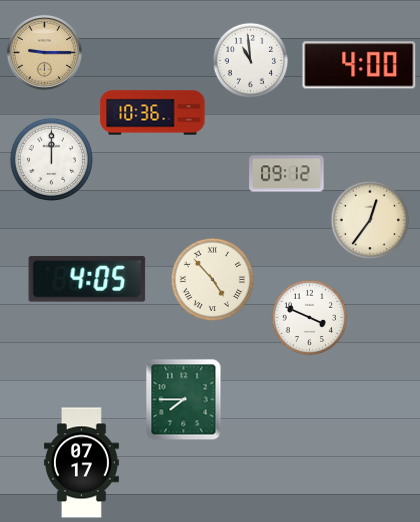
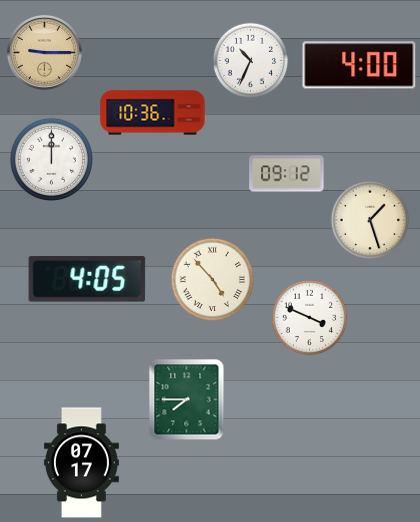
clock at (251, 61): 10:59 -> 10:34
clock at (370, 220): 12:36 -> 1:27
clock at (184, 400) position: (184, 400) -> (187, 400)
